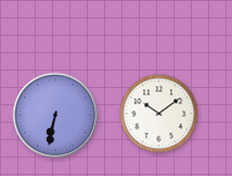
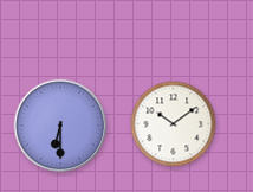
clock at (55, 115): 6:32 -> 6:30
